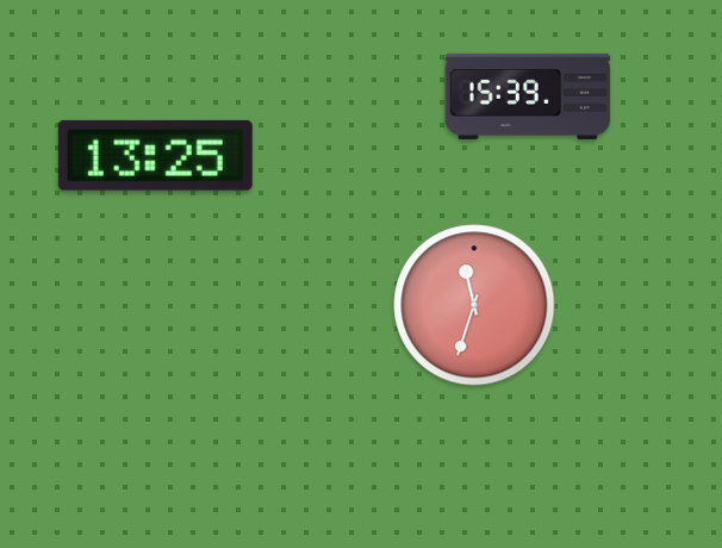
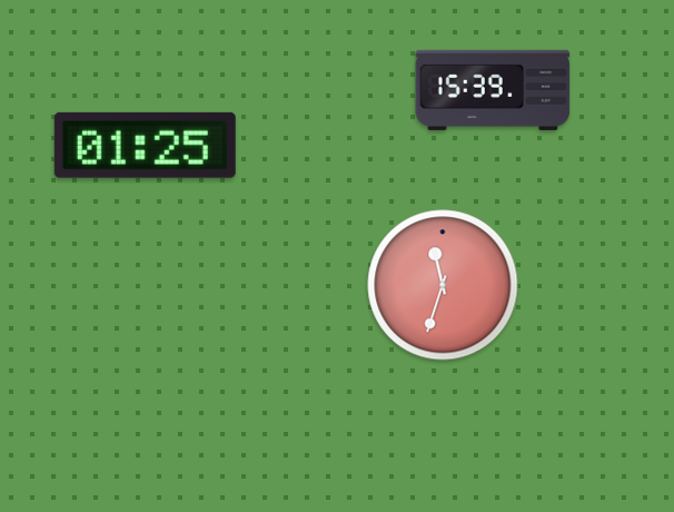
clock at (155, 155): 13:25 -> 01:25
